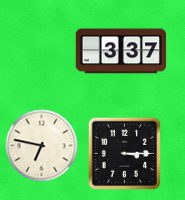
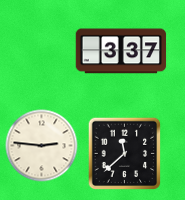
clock at (42, 146): 6:47 -> 2:46
clock at (125, 154): 3:15 -> 11:38
